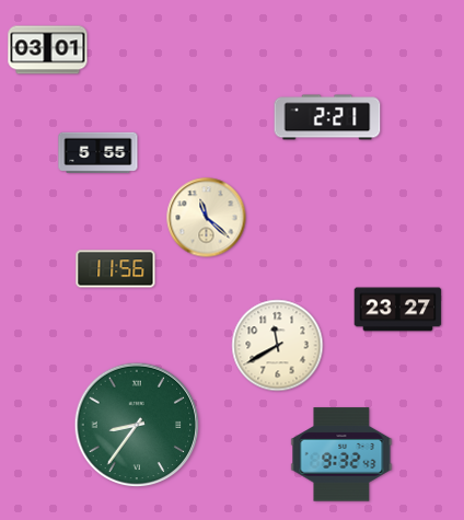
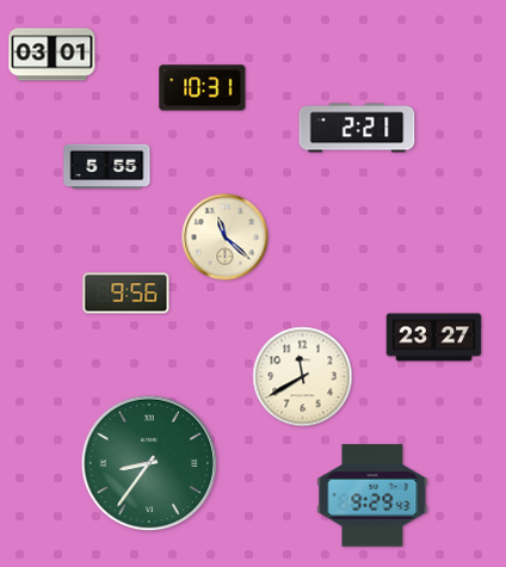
clock at (203, 88): none -> 10:31
clock at (116, 269): 11:56 -> 9:56
clock at (341, 454): 9:32 -> 9:29
